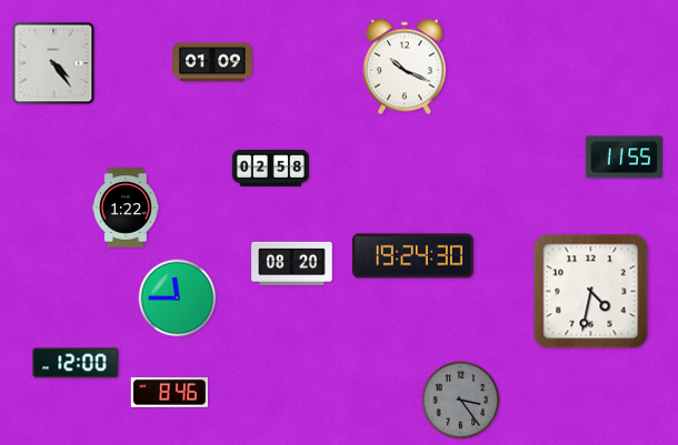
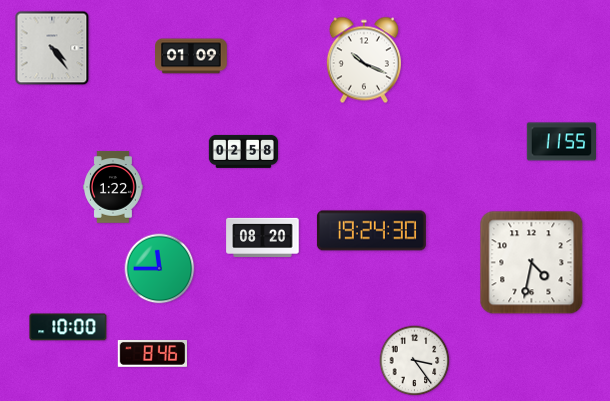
clock at (53, 63) position: (53, 63) -> (52, 48)
clock at (76, 363): 12:00 -> 10:00
clock at (461, 401) dial: grey -> white
